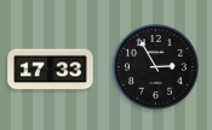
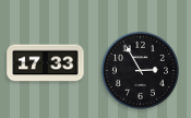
clock at (155, 66) position: (155, 66) -> (140, 70)
